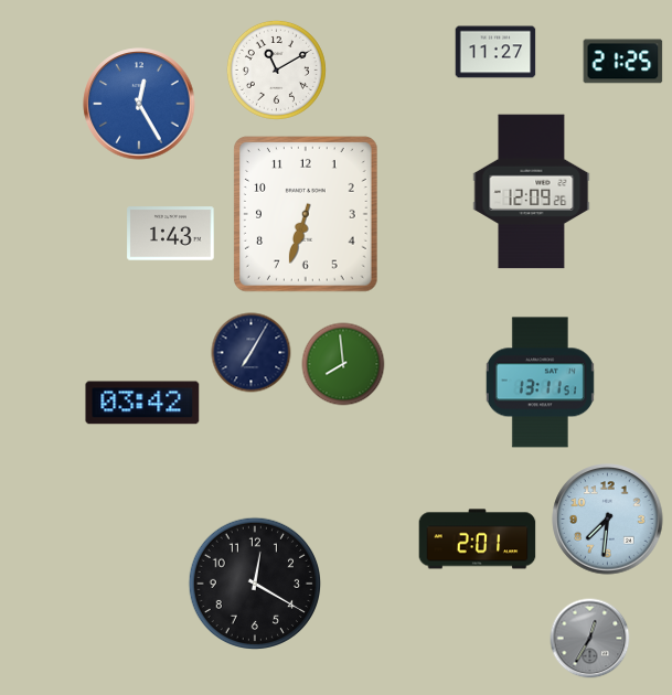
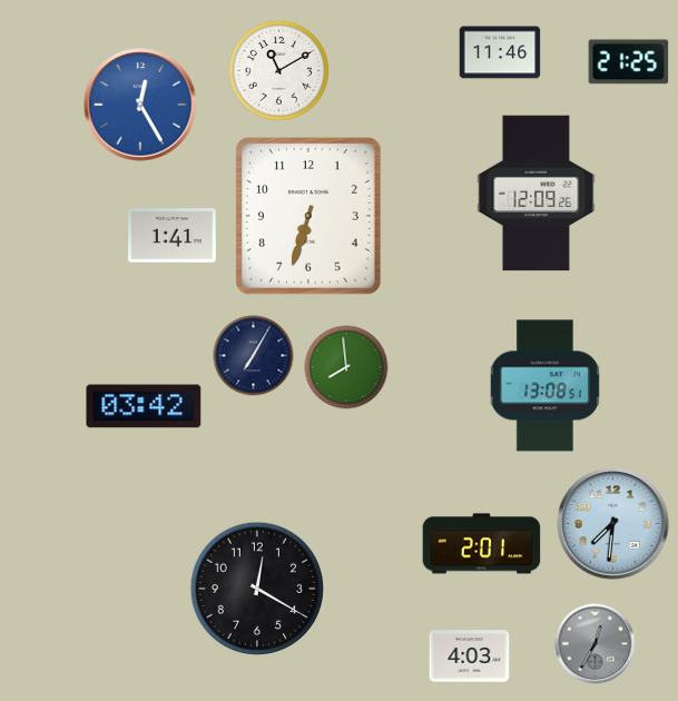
clock at (495, 52): 11:27 -> 11:46
clock at (171, 234): 1:43 -> 1:41
clock at (540, 383): 13:11 -> 13:08
clock at (470, 656): none -> 4:03
